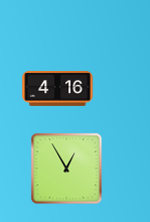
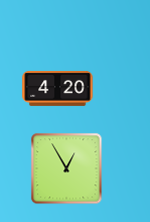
clock at (58, 88): 4:16 -> 4:20
